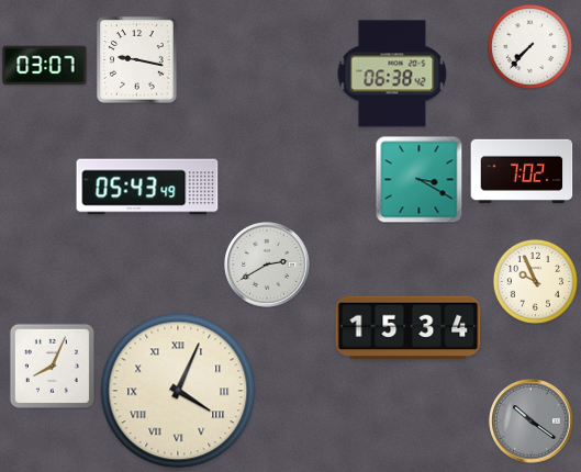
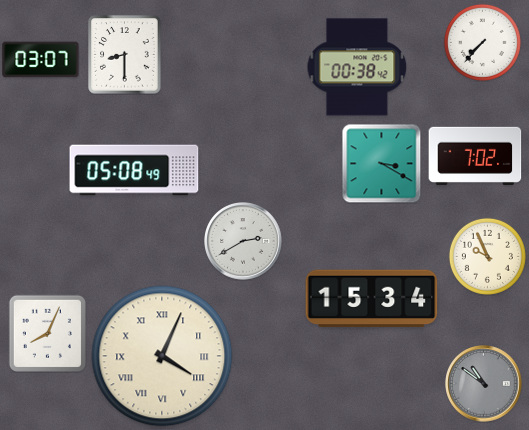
clock at (137, 60): 9:17 -> 8:30
clock at (392, 74): 06:38 -> 00:38
clock at (147, 187): 05:43 -> 05:08
clock at (532, 422): 10:21 -> 10:51
